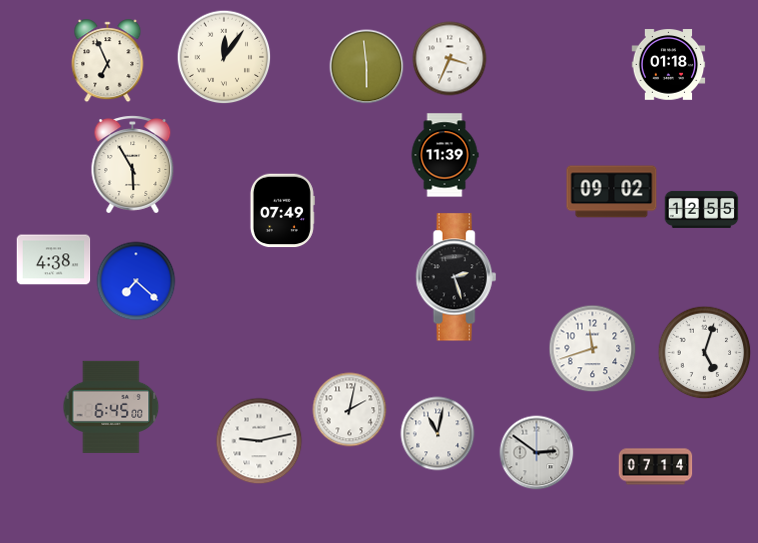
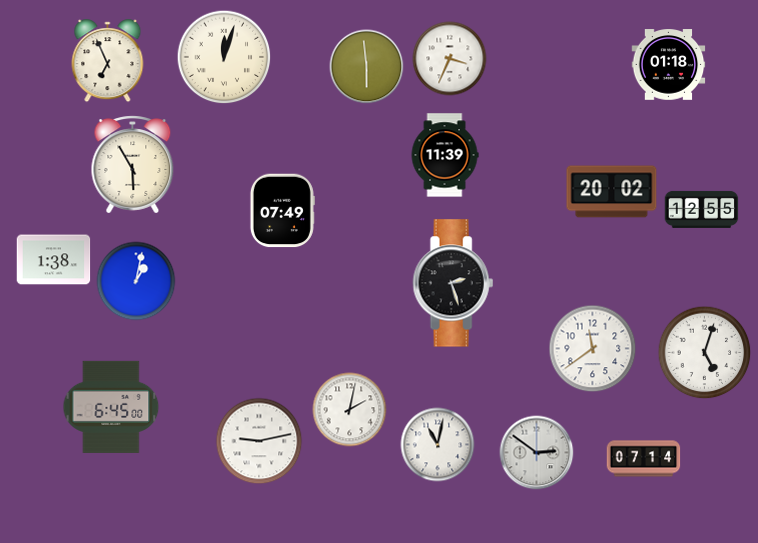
clock at (224, 57): 12:06 -> 12:03
clock at (612, 192): 09:02 -> 20:02
clock at (54, 260): 4:38 -> 1:38
clock at (456, 277) position: (456, 277) -> (453, 283)
clock at (136, 281): 7:22 -> 1:02
clock at (593, 349): 11:42 -> 11:39
clock at (438, 434) position: (438, 434) -> (438, 445)
clock at (656, 467) position: (656, 467) -> (644, 459)
